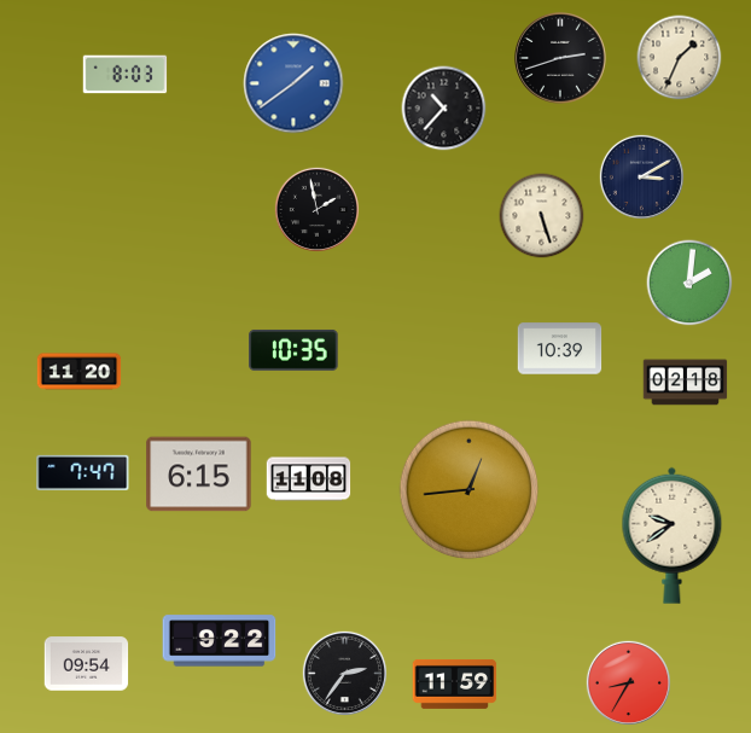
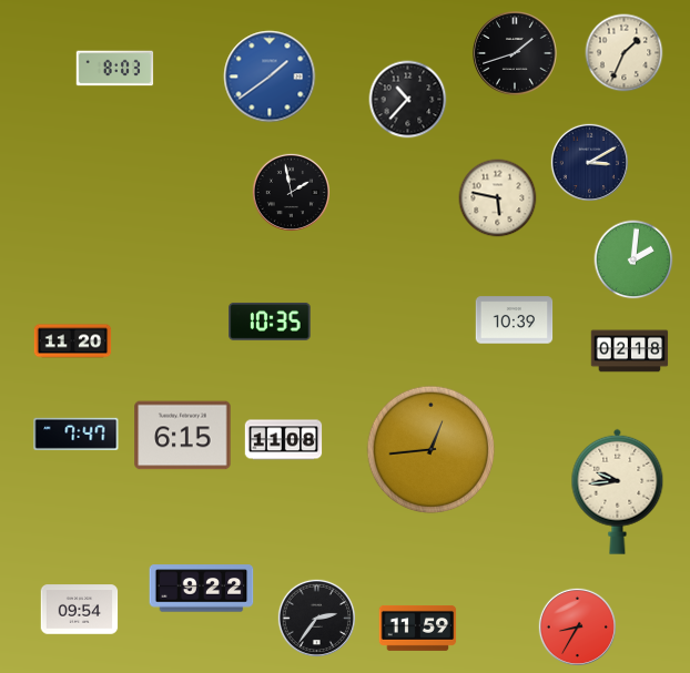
clock at (560, 58): 2:42 -> 1:42
clock at (542, 216): 5:27 -> 5:47
clock at (673, 535): 9:39 -> 9:44
